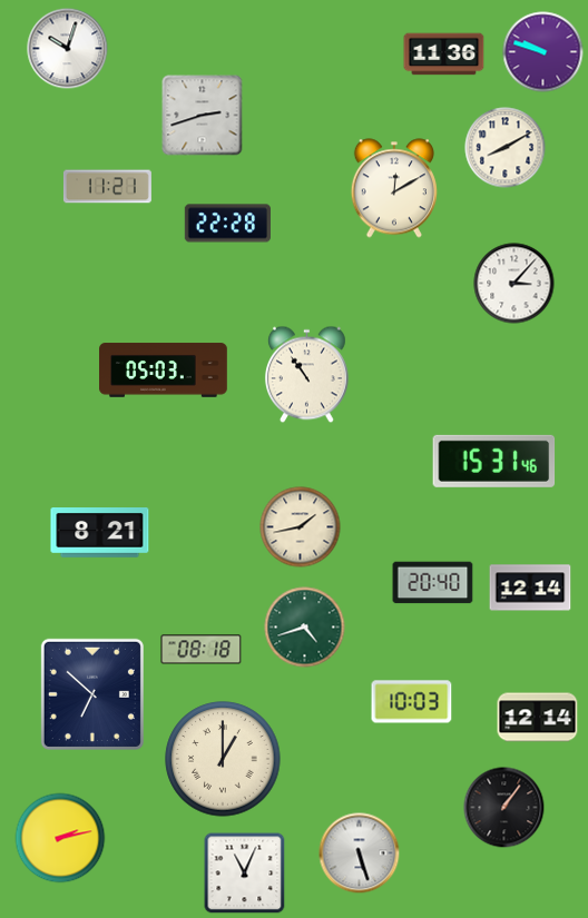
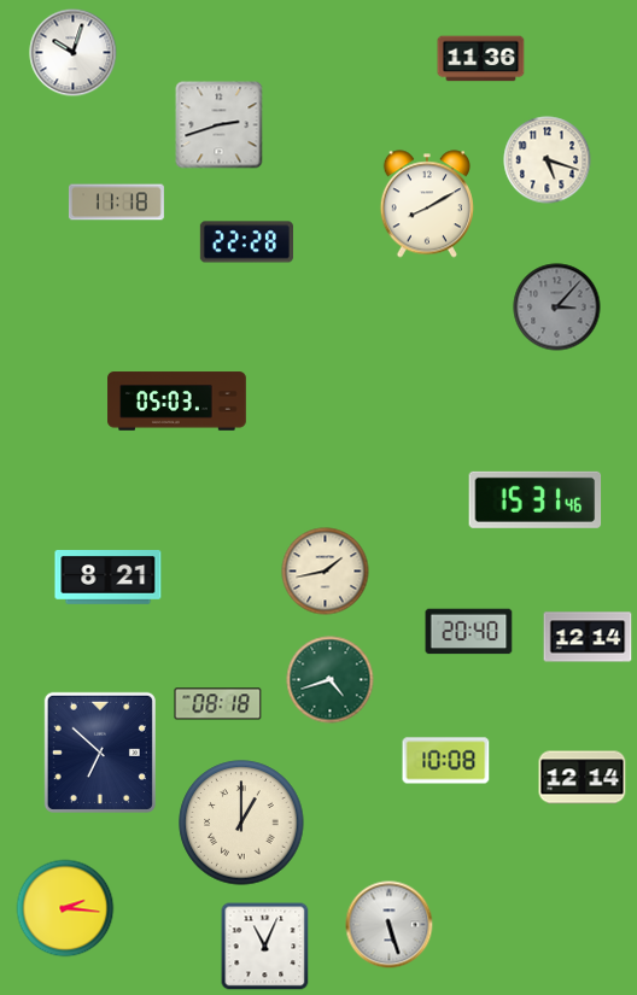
clock at (543, 52): 9:48 -> none
clock at (506, 148): 8:10 -> 5:18
clock at (107, 187): 11:21 -> 11:18
clock at (394, 188): 12:10 -> 8:10
clock at (514, 284) dial: white -> grey
clock at (306, 375): 10:54 -> none
clock at (530, 588) position: (530, 588) -> (588, 637)
clock at (412, 702): 10:03 -> 10:08
clock at (504, 808): 1:06 -> none
clock at (60, 838): 2:13 -> 2:16
